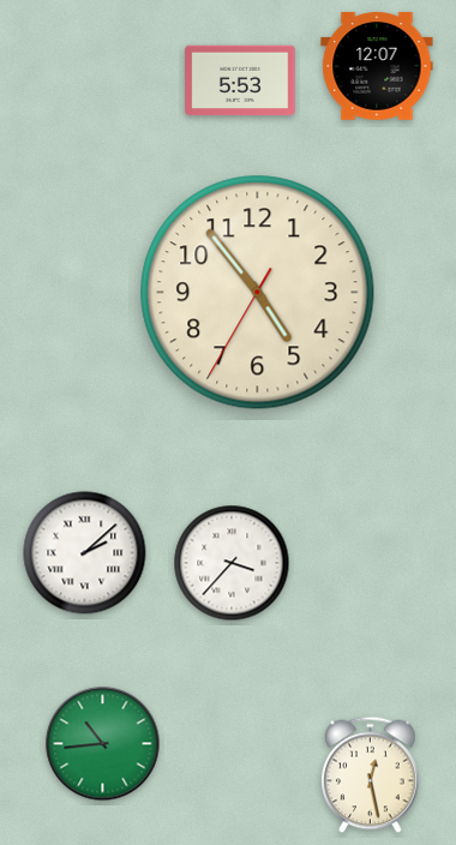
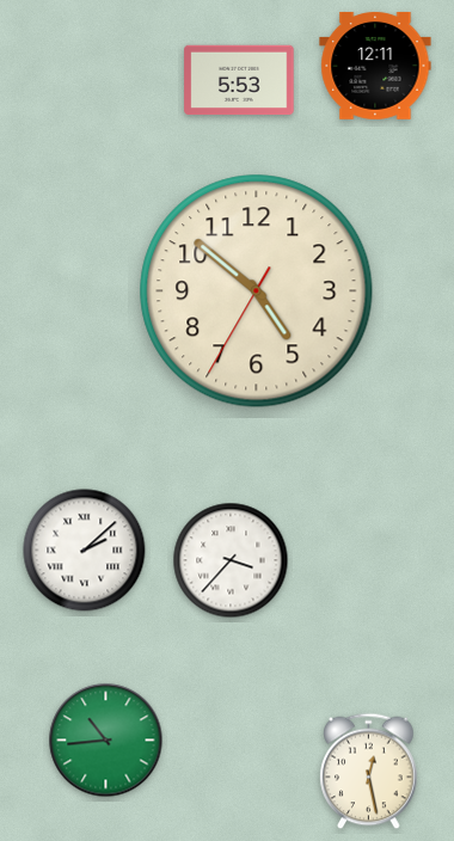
clock at (377, 66): 12:07 -> 12:11
clock at (258, 293): 4:53 -> 4:51
clock at (103, 744) position: (103, 744) -> (106, 741)
